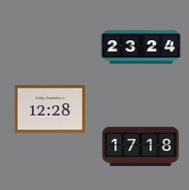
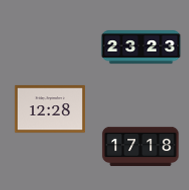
clock at (141, 47): 23:24 -> 23:23
